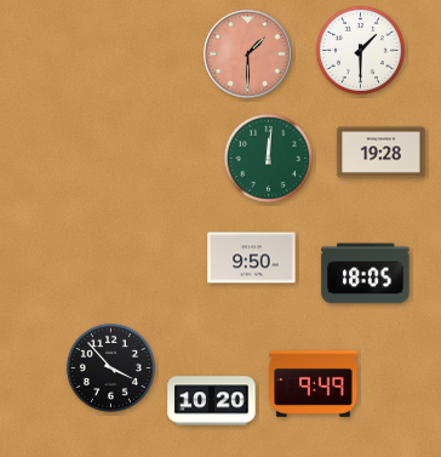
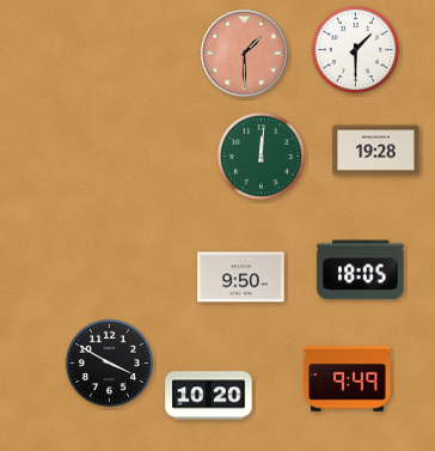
clock at (268, 158) position: (268, 158) -> (261, 156)
clock at (252, 258) position: (252, 258) -> (241, 278)
clock at (110, 367): 3:53 -> 3:50
clock at (314, 384) position: (314, 384) -> (348, 379)
